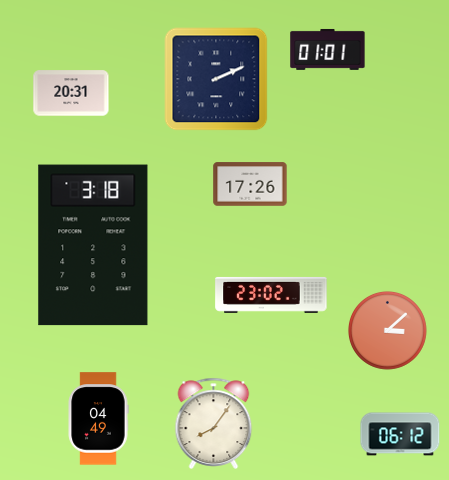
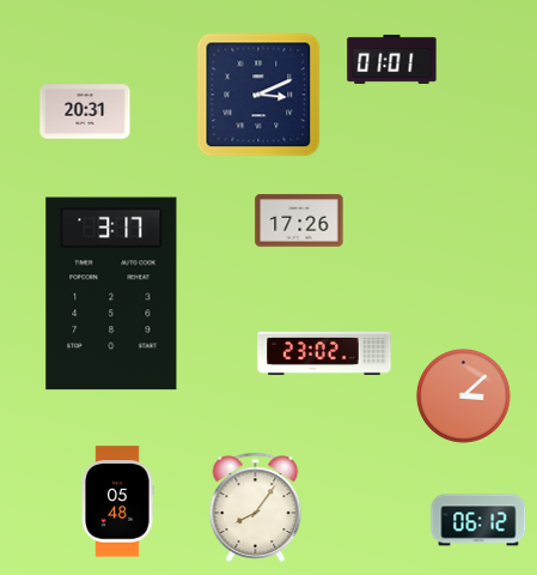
clock at (216, 79): 2:11 -> 3:11
clock at (93, 245): 3:18 -> 3:17
clock at (98, 419): 04:49 -> 05:48
